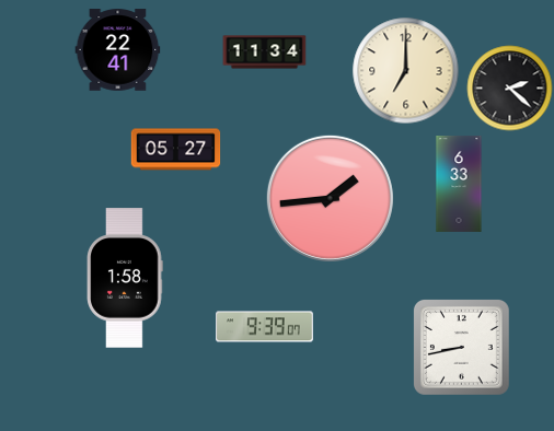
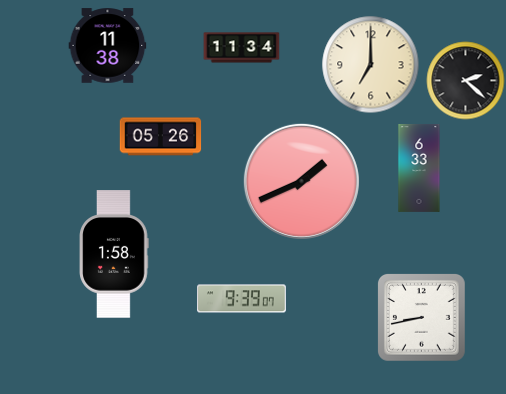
clock at (118, 50): 22:41 -> 11:38
clock at (176, 150): 05:27 -> 05:26
clock at (330, 198): 1:44 -> 1:41
